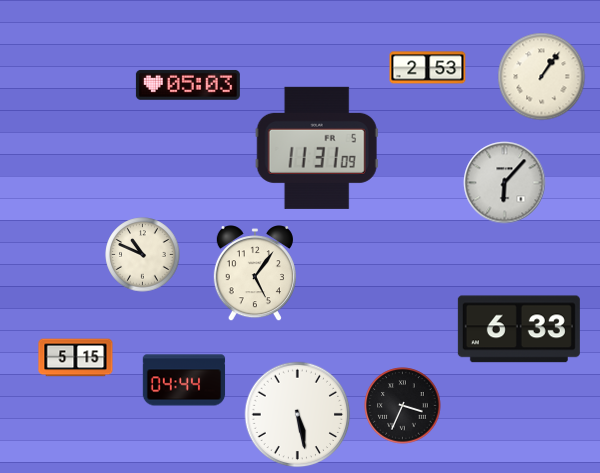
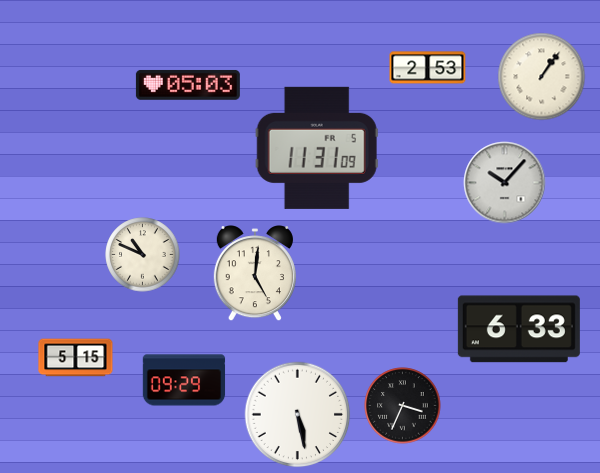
clock at (505, 183): 6:07 -> 10:07
clock at (255, 274): 5:06 -> 5:01
clock at (184, 380): 04:44 -> 09:29
